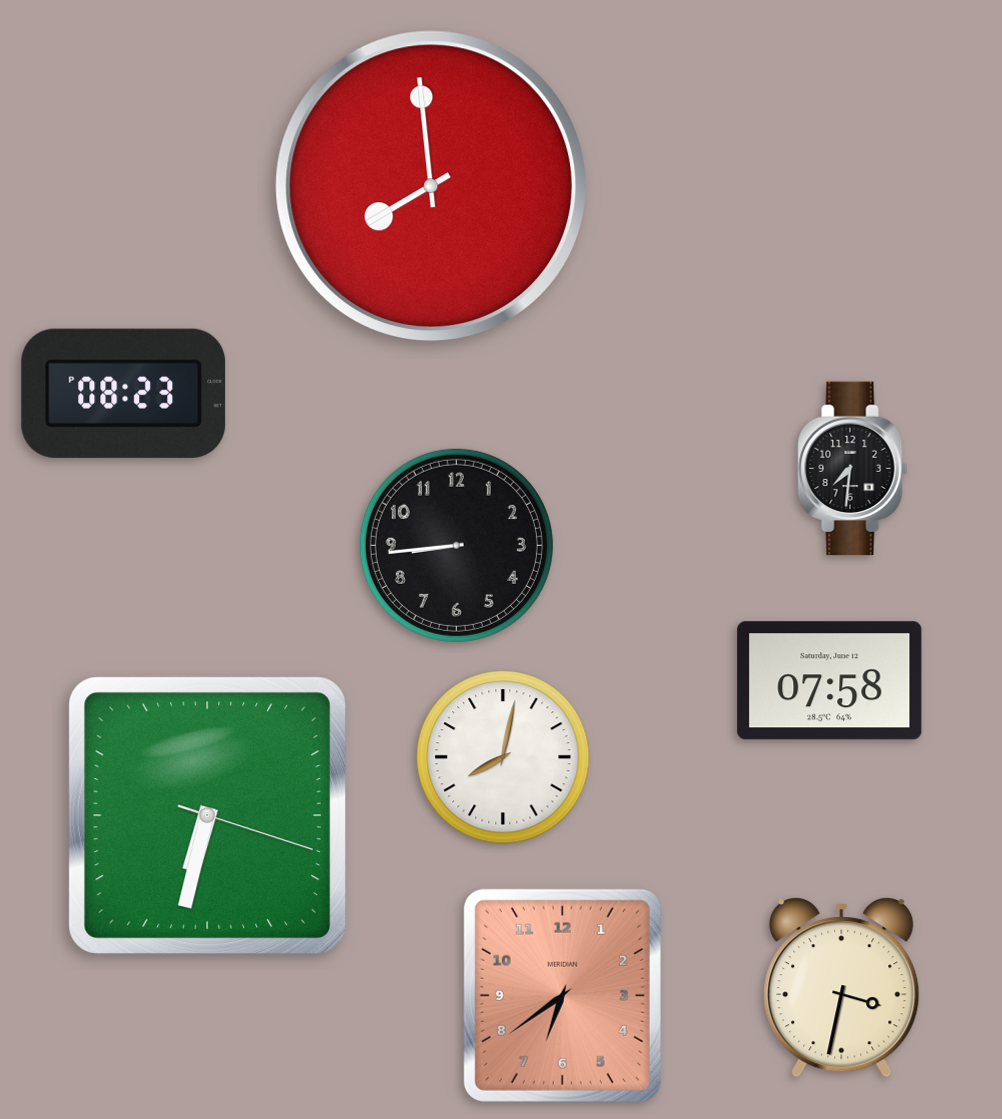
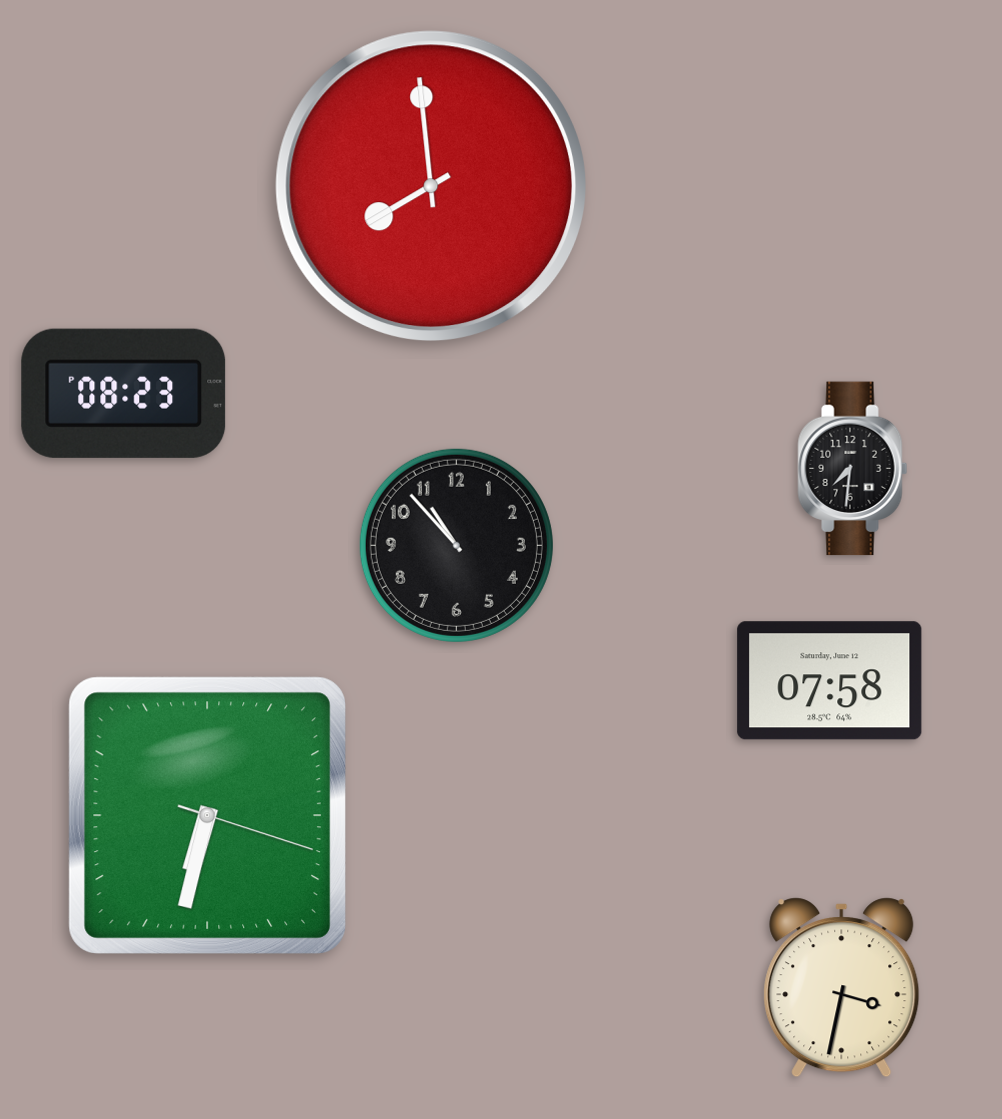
clock at (456, 545): 8:44 -> 10:53
clock at (503, 757): 8:02 -> none
clock at (562, 995): 6:39 -> none
